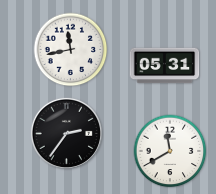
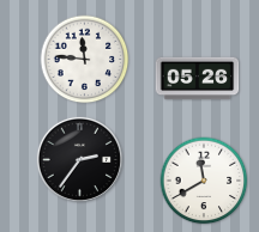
clock at (71, 50): 11:43 -> 11:46
clock at (165, 66): 05:31 -> 05:26
